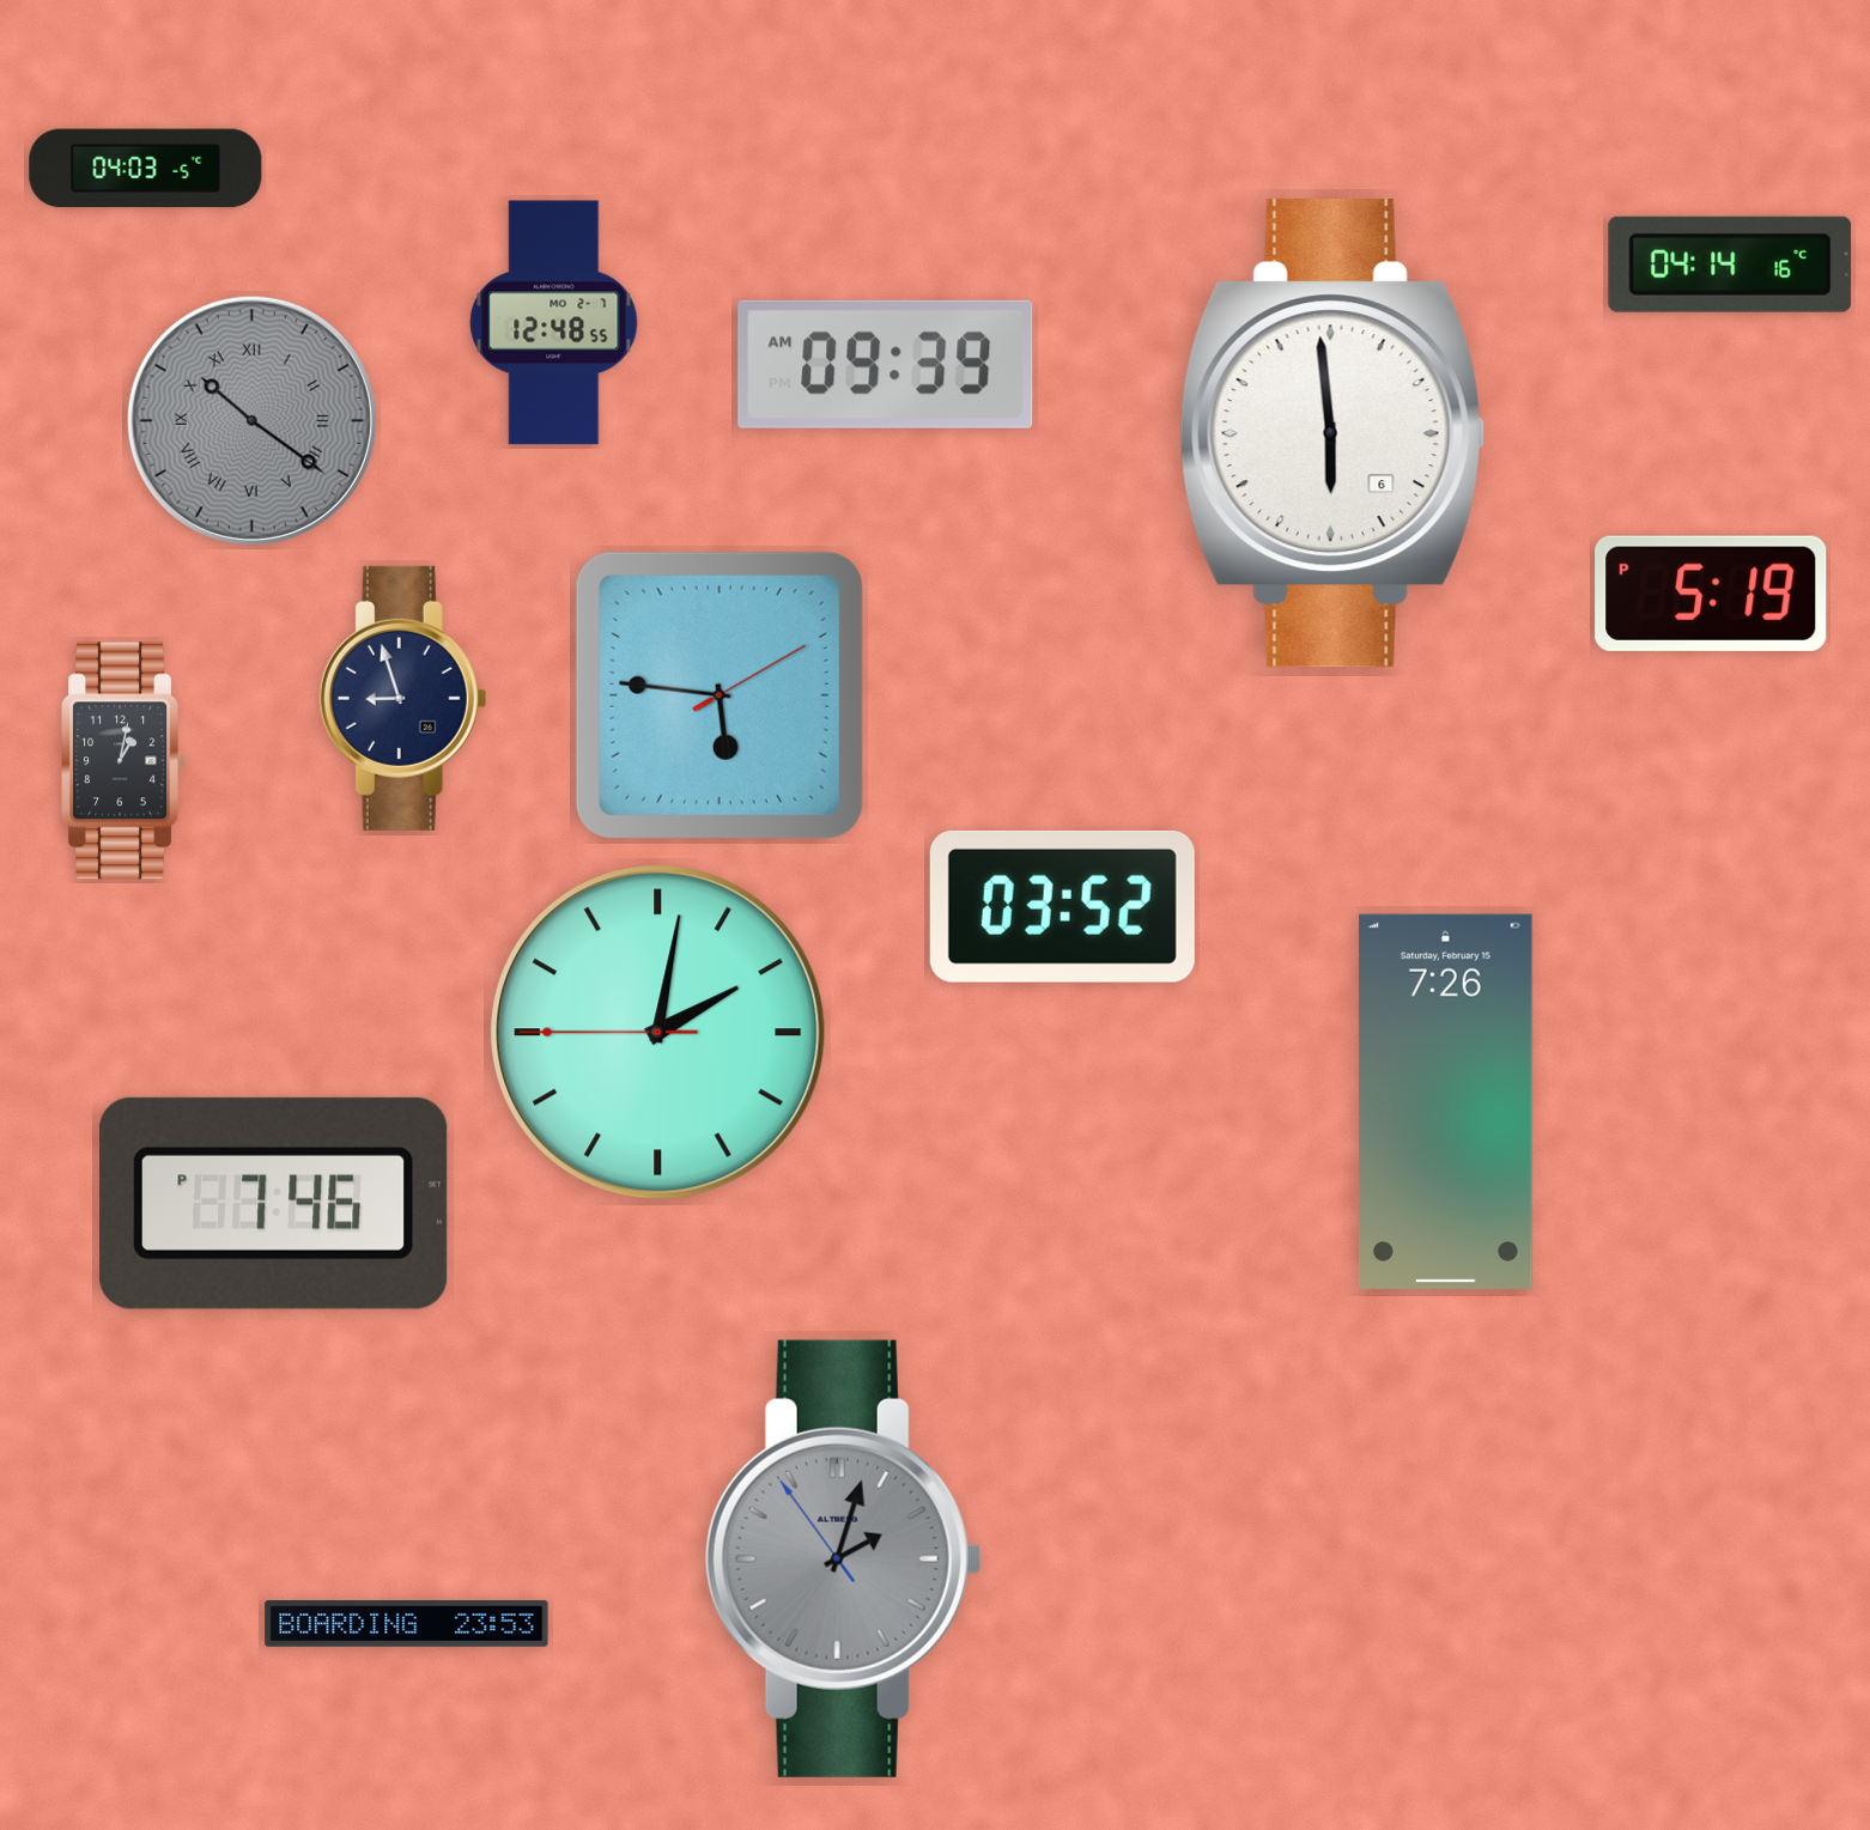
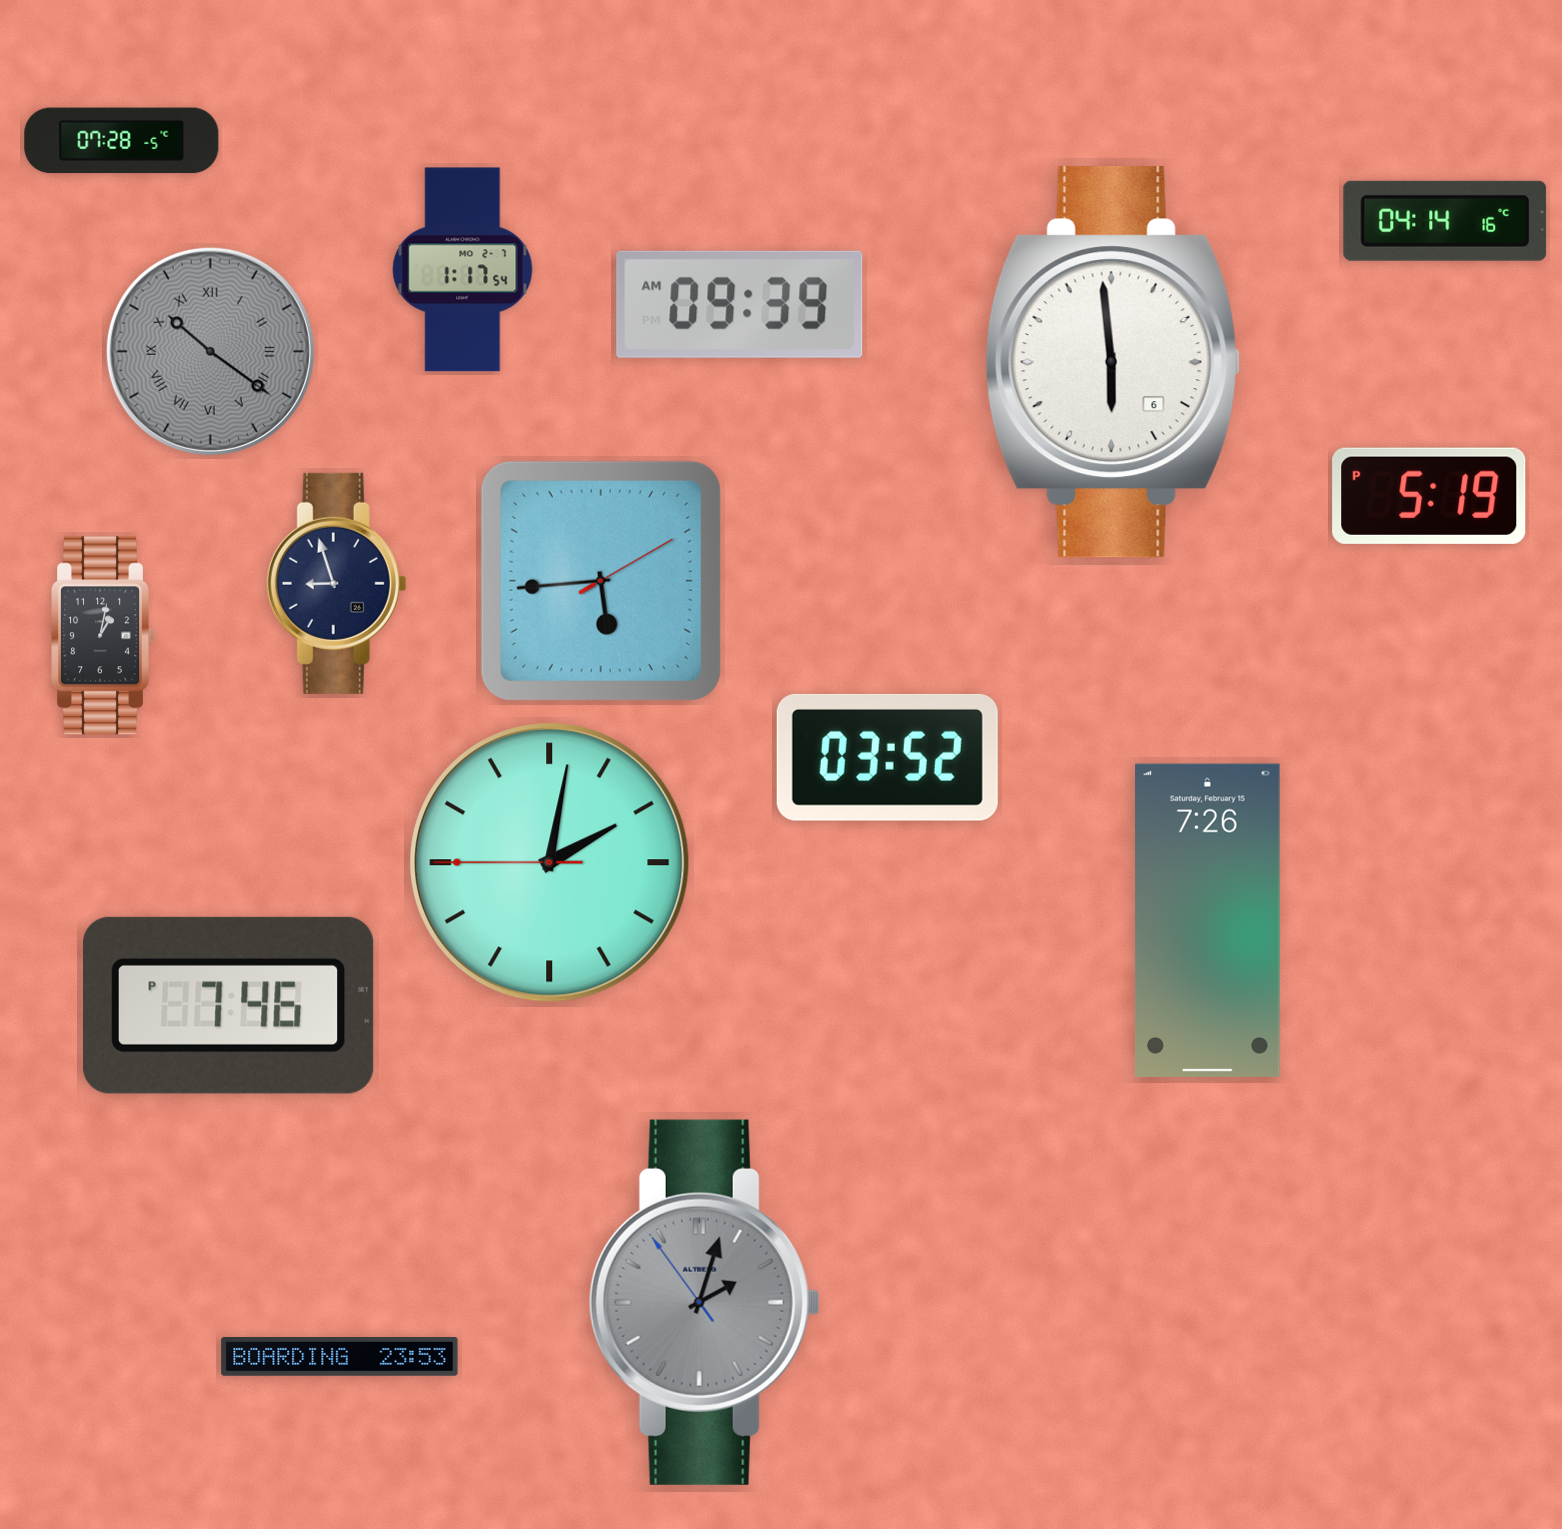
clock at (146, 169): 04:03 -> 07:28
clock at (554, 323): 12:48 -> 1:17
clock at (720, 695): 5:46 -> 5:44
